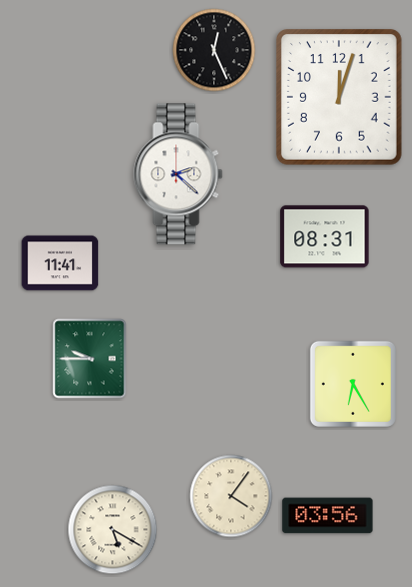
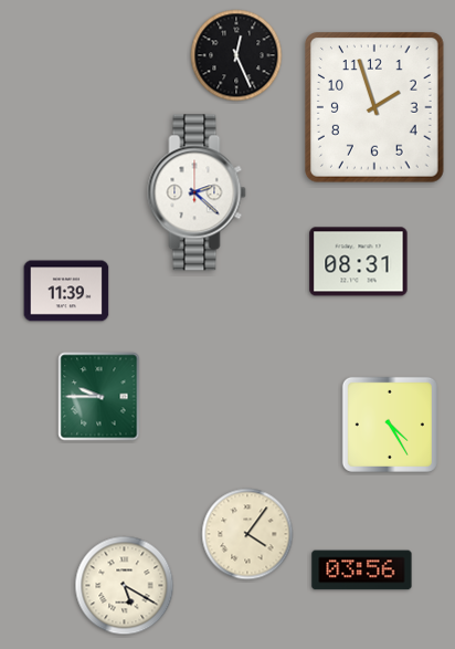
clock at (340, 97): 12:03 -> 1:57
clock at (60, 263): 11:41 -> 11:39
clock at (353, 384): 6:25 -> 4:25
clock at (231, 496) position: (231, 496) -> (247, 534)
